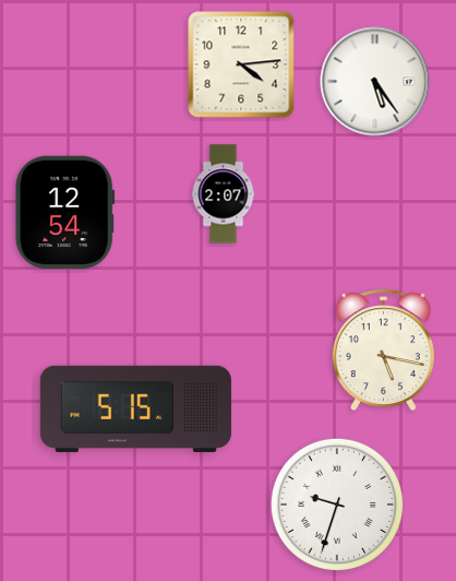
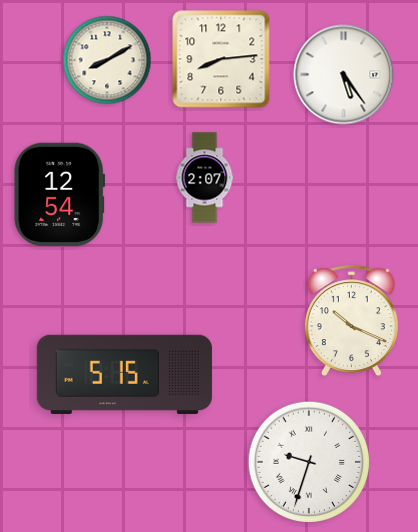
clock at (241, 64): 4:14 -> 8:14
clock at (107, 60): none -> 8:10
clock at (383, 351): 5:17 -> 10:19
